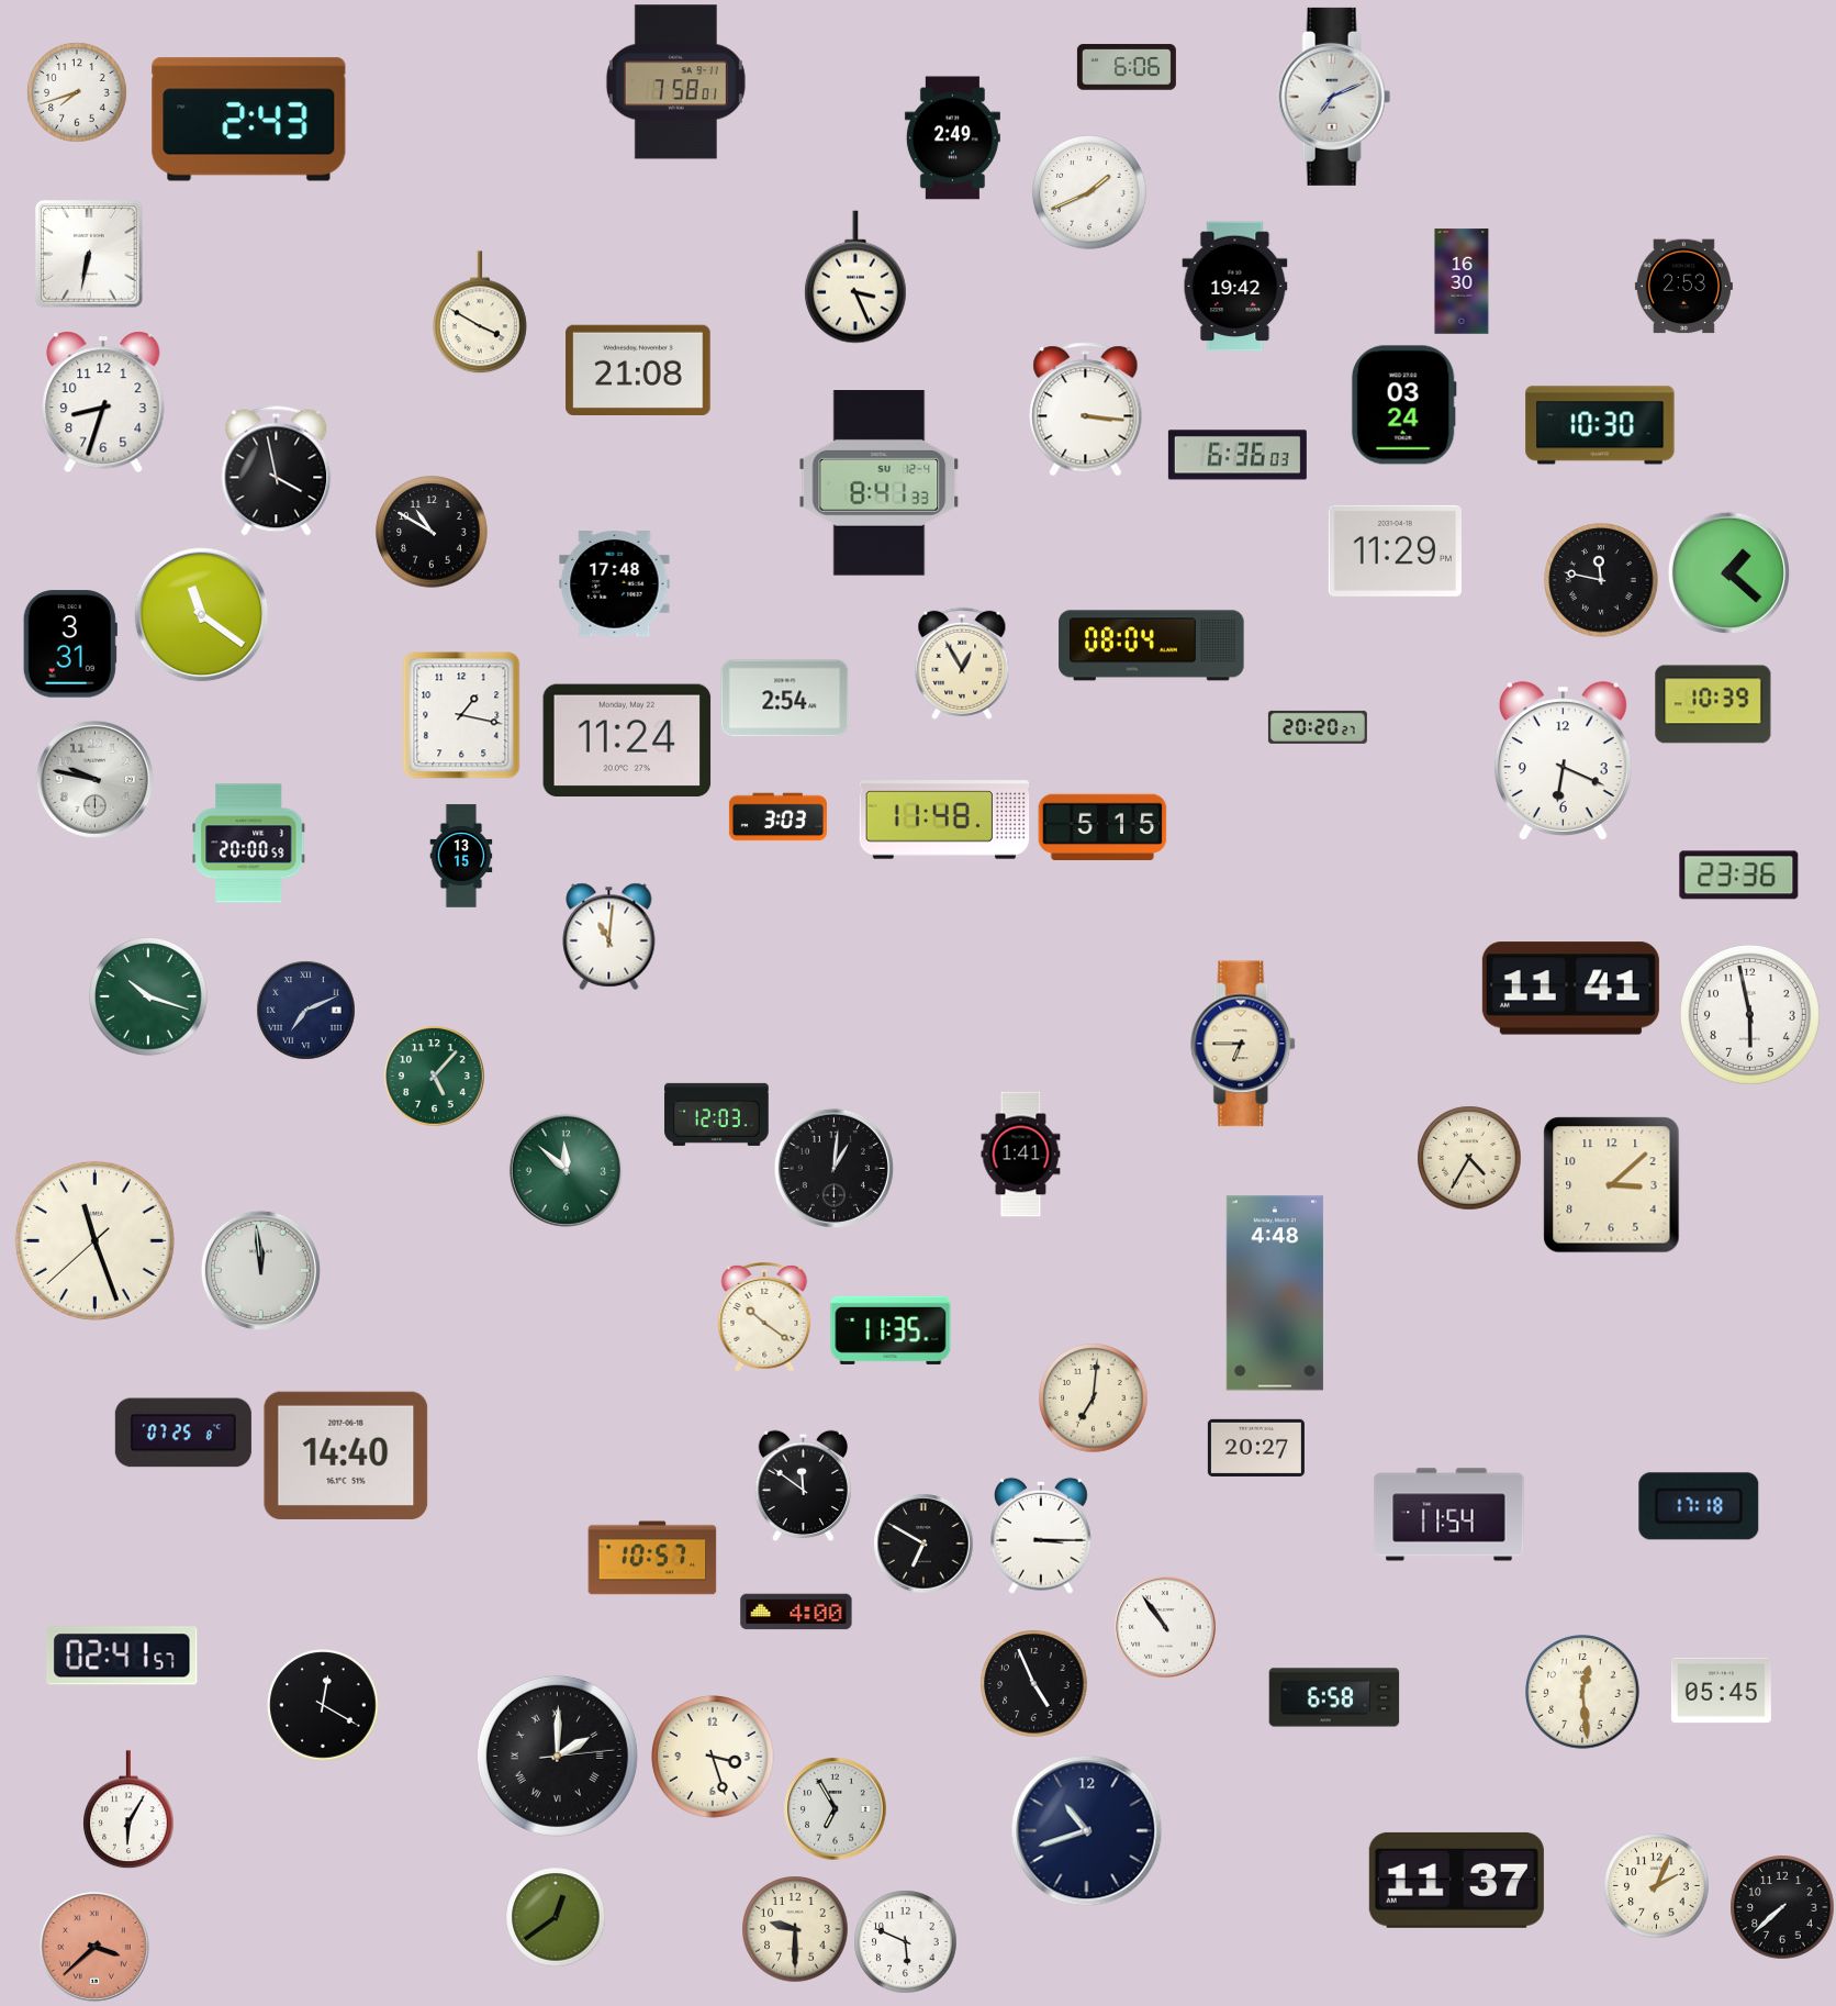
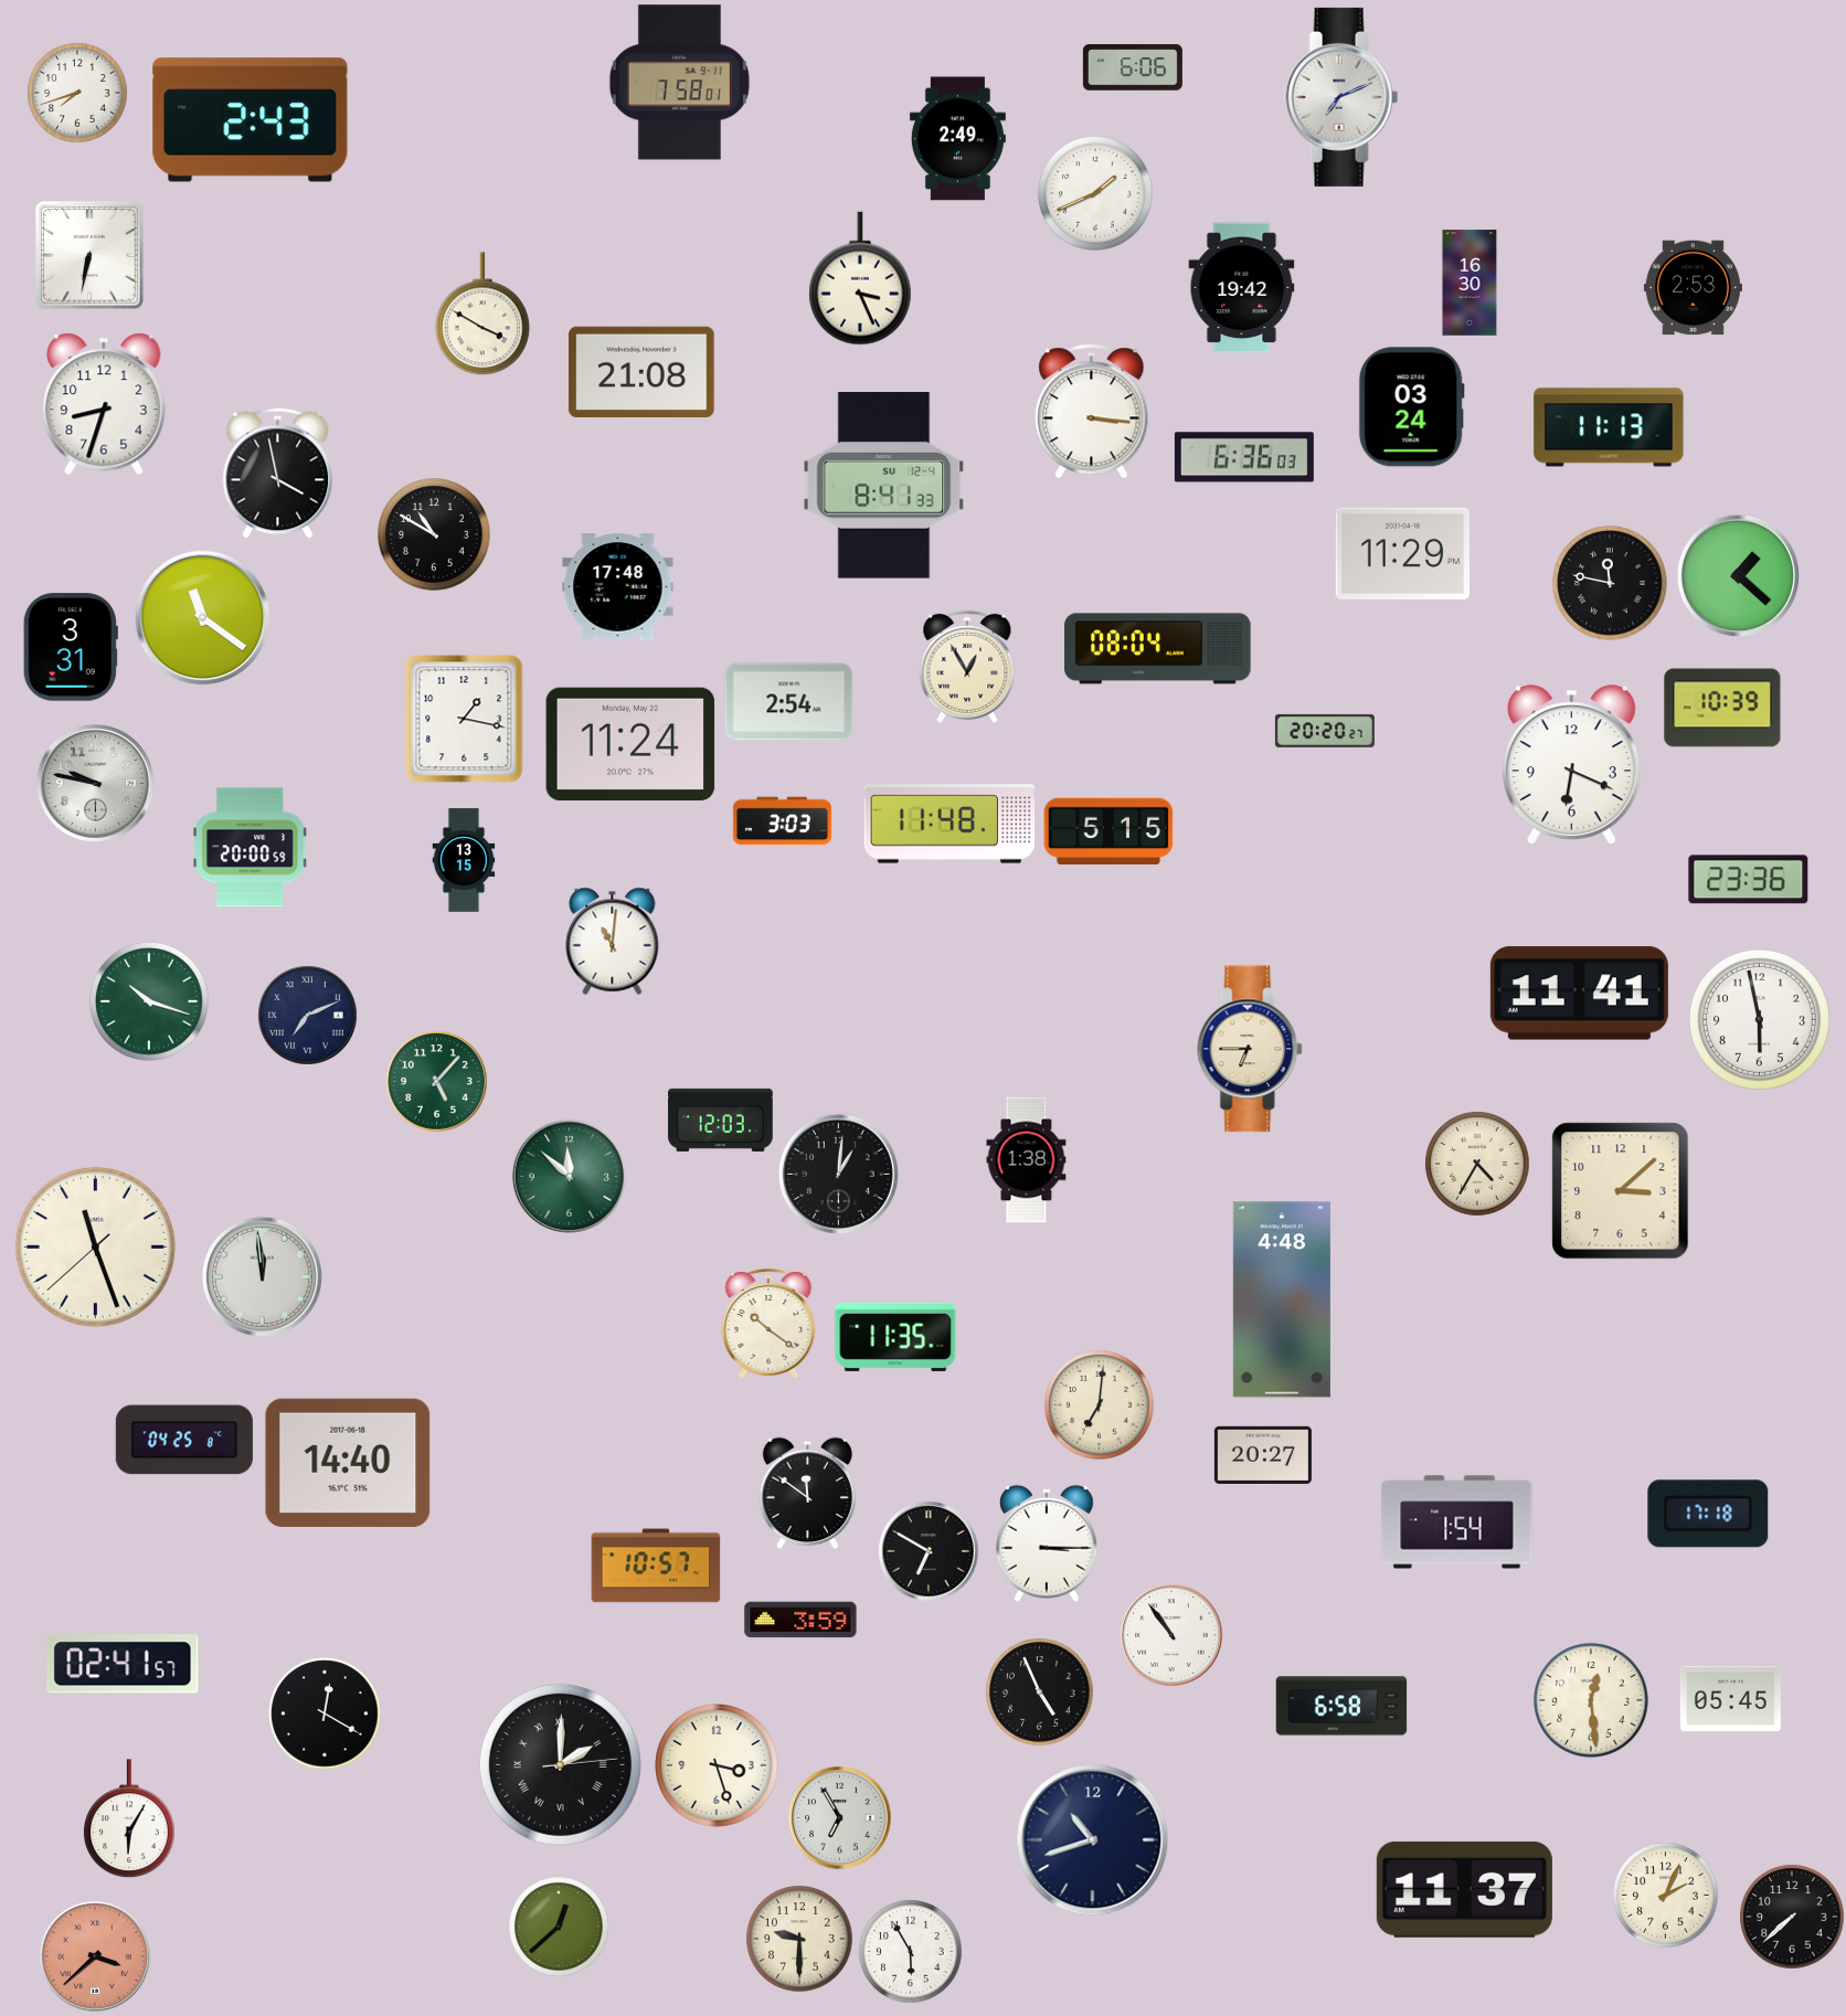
clock at (1600, 425): 10:30 -> 11:13
clock at (1021, 1155): 1:41 -> 1:38
clock at (183, 1433): 07:25 -> 04:25
clock at (1449, 1515): 11:54 -> 1:54
clock at (796, 1612): 4:00 -> 3:59
clock at (556, 1917): 12:39 -> 12:38
clock at (906, 1942): 5:49 -> 5:55
